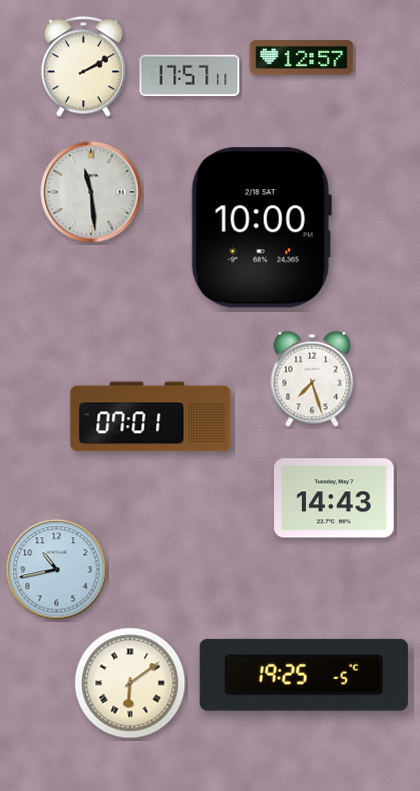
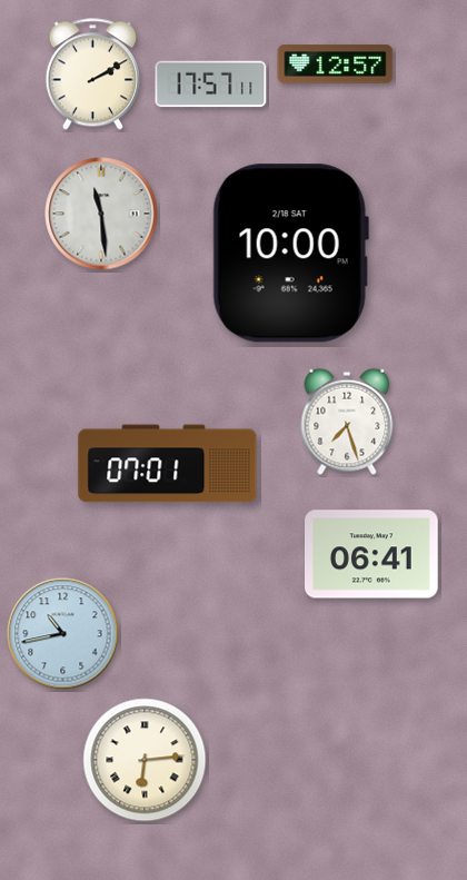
clock at (335, 498): 14:43 -> 06:41
clock at (304, 675): 19:25 -> none
clock at (130, 683): 6:09 -> 6:14
